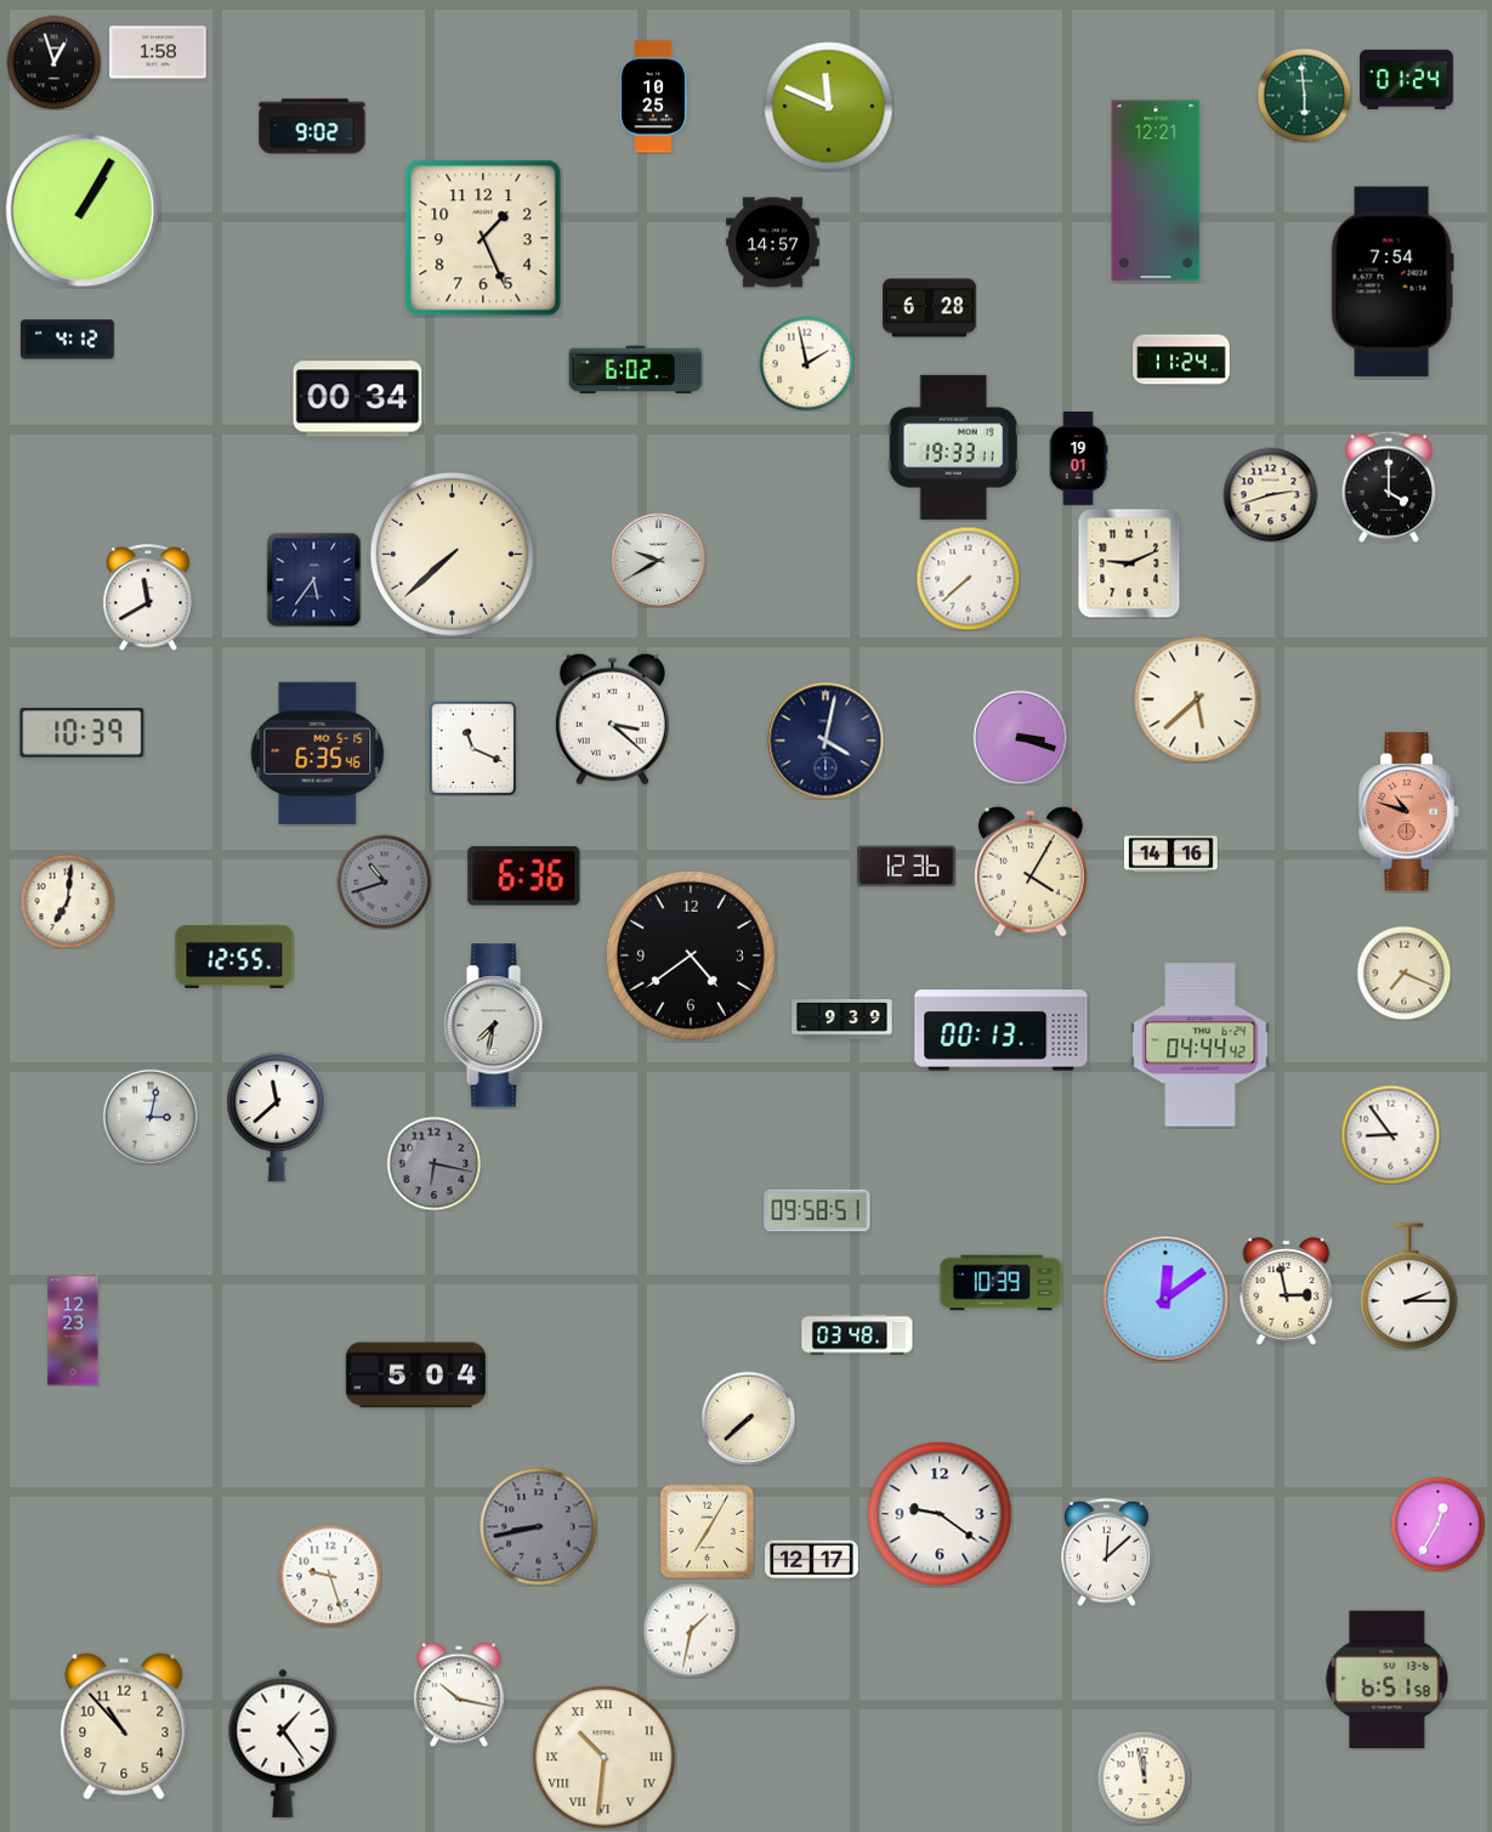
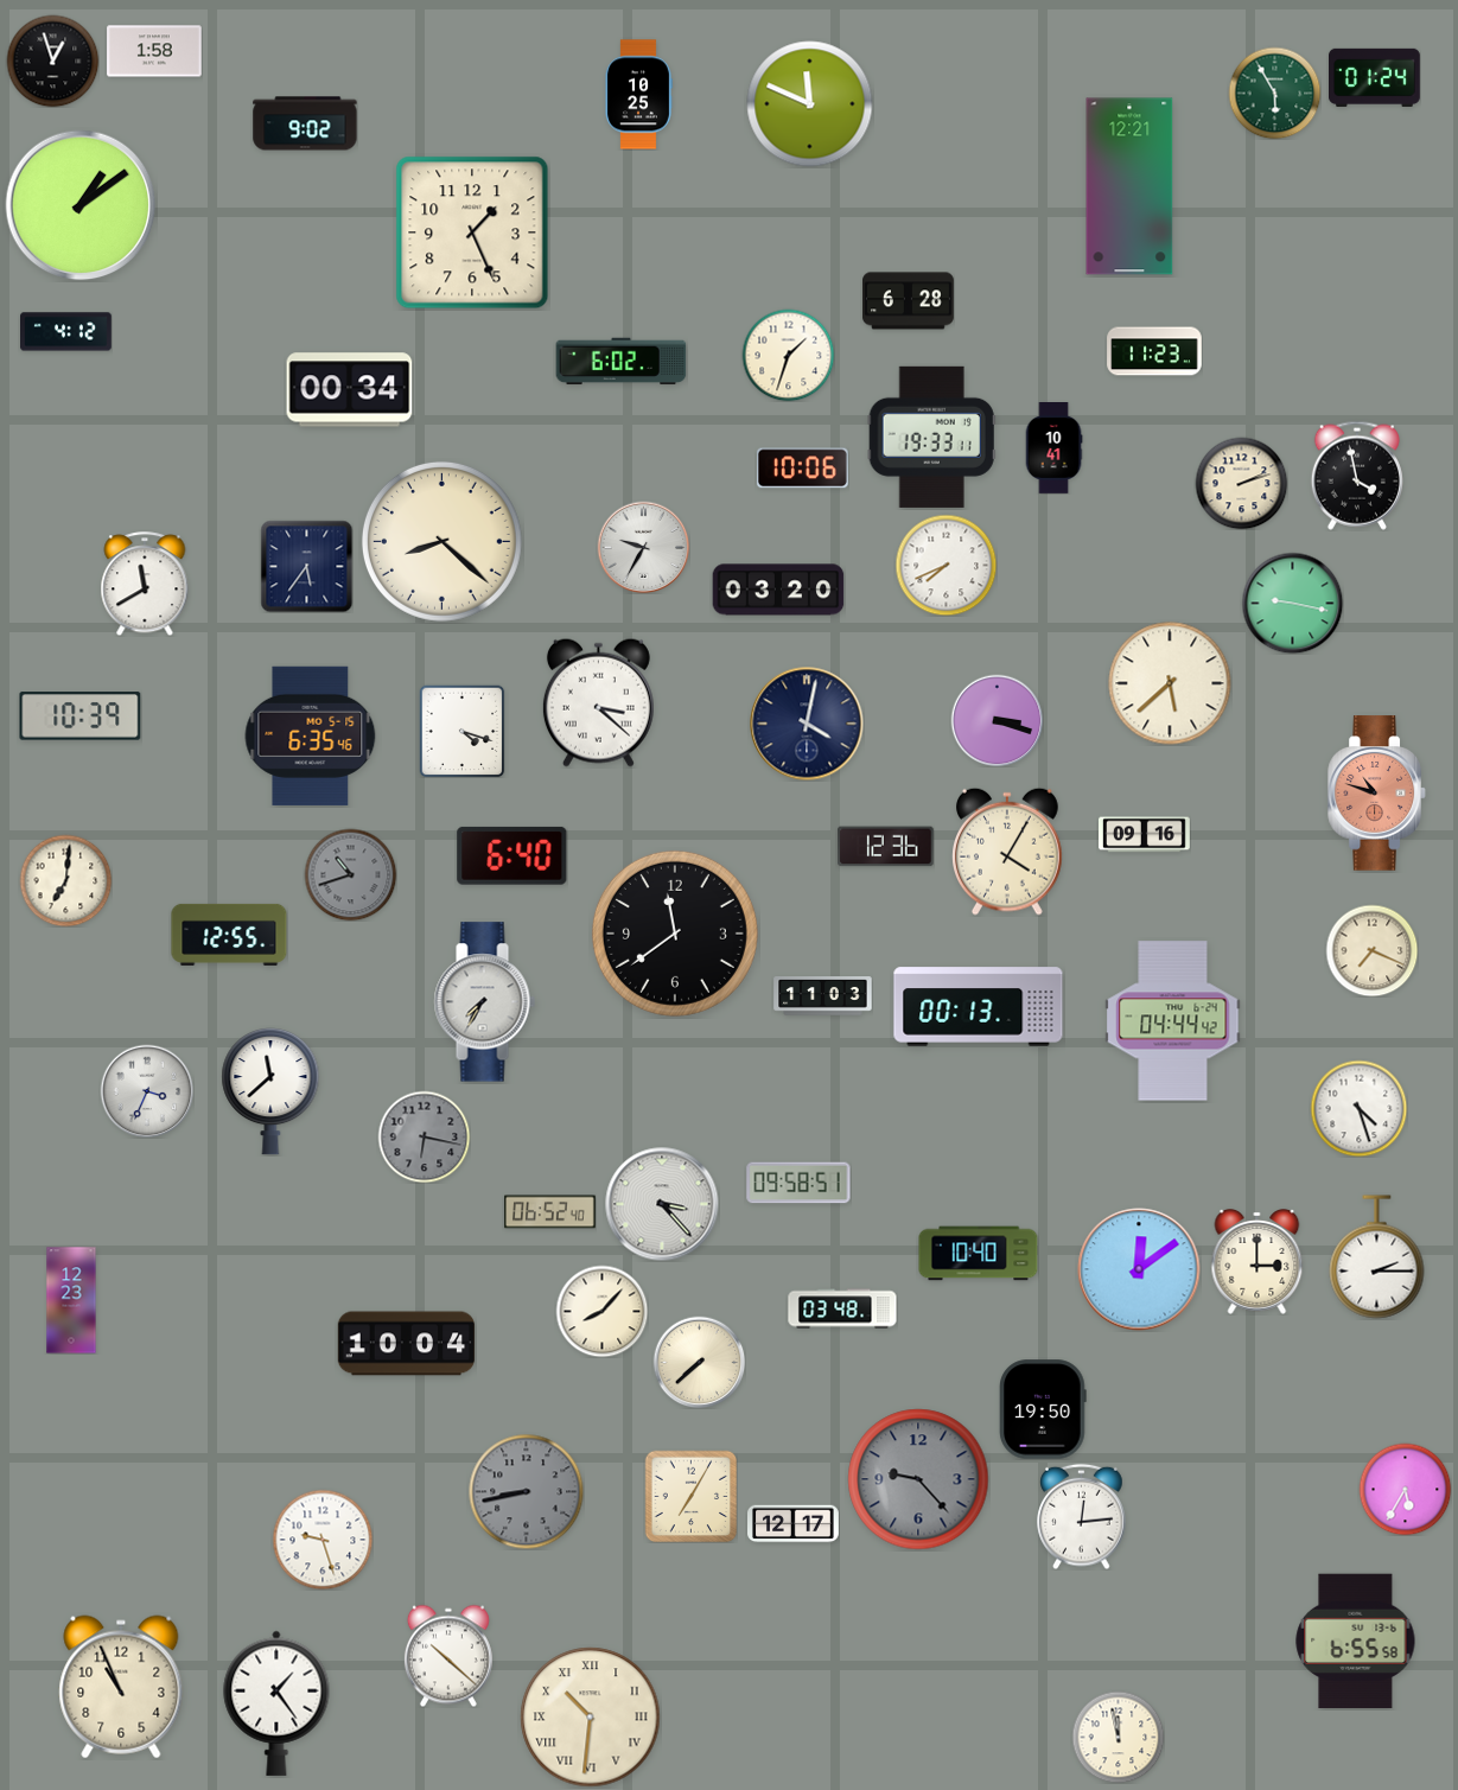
clock at (1304, 95): 5:59 -> 5:55
clock at (83, 210): 1:05 -> 1:09
clock at (773, 243): 14:57 -> none
clock at (1392, 282): 7:54 -> none
clock at (1181, 359): 11:24 -> 11:23
clock at (806, 363): 1:58 -> 1:33
clock at (1078, 459): 19:01 -> 10:41
clock at (802, 469): none -> 10:06
clock at (1389, 487): 4:00 -> 3:58
clock at (1270, 494): 2:42 -> 2:12
clock at (452, 554): 7:38 -> 8:22
clock at (658, 560): 9:40 -> 9:35
clock at (1129, 563): 9:11 -> none
clock at (968, 578): 7:38 -> 7:41
clock at (778, 590): none -> 03:20
clock at (1292, 603): none -> 9:17
clock at (473, 748): 11:19 -> 4:18
clock at (1172, 855): 14:16 -> 09:16
clock at (524, 875): 6:36 -> 6:40
clock at (384, 881) position: (384, 881) -> (350, 874)
clock at (691, 955): 4:39 -> 11:39
clock at (843, 1020): 9:39 -> 11:03
clock at (495, 1026): 7:32 -> 7:35
clock at (151, 1117): 3:02 -> 3:34
clock at (1390, 1134): 8:54 -> 4:27
clock at (662, 1204): none -> 3:23
clock at (550, 1212): none -> 06:52
clock at (1002, 1283): 10:39 -> 10:40
clock at (1287, 1292): 2:58 -> 3:00
clock at (857, 1334) position: (857, 1334) -> (842, 1308)
clock at (601, 1311): none -> 8:07
clock at (416, 1376): 5:04 -> 10:04
clock at (748, 1418) position: (748, 1418) -> (699, 1362)
clock at (1043, 1409): none -> 19:50
clock at (940, 1514): 9:21 -> 9:23
clock at (940, 1514) dial: white -> grey
clock at (1437, 1524): 12:35 -> 5:35
clock at (1107, 1552): 12:08 -> 12:14
clock at (691, 1630): 1:32 -> none
clock at (1388, 1680): 6:51 -> 6:55
clock at (459, 1695): 10:17 -> 10:22
clock at (124, 1726): 10:53 -> 10:56
